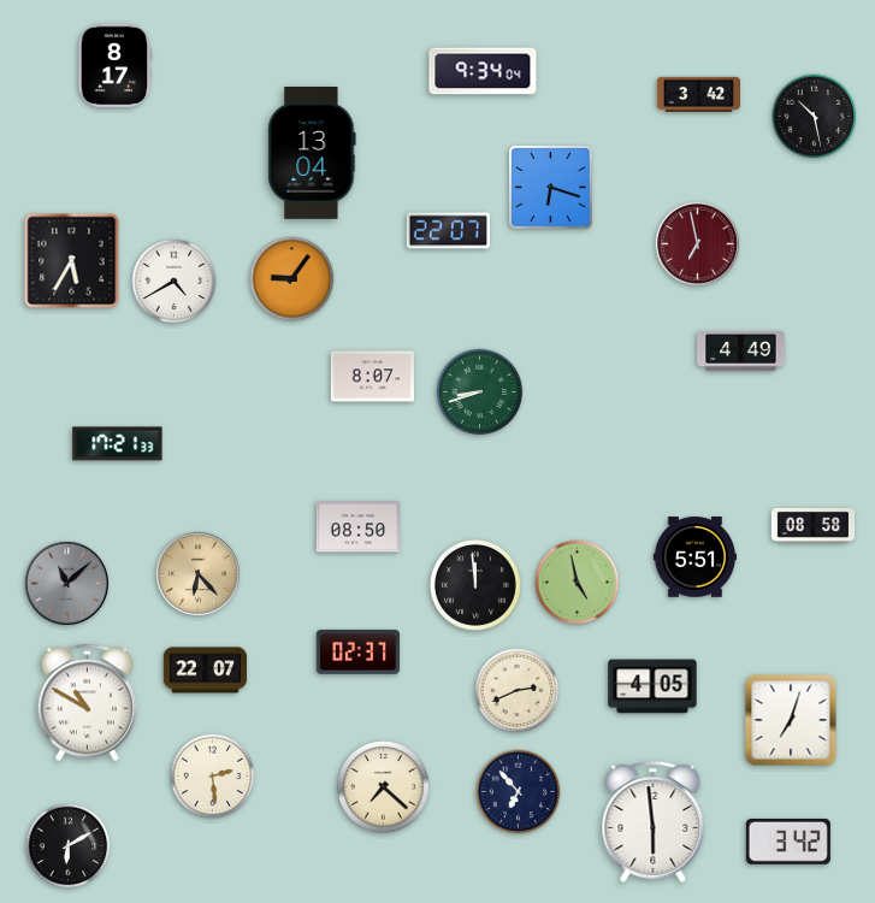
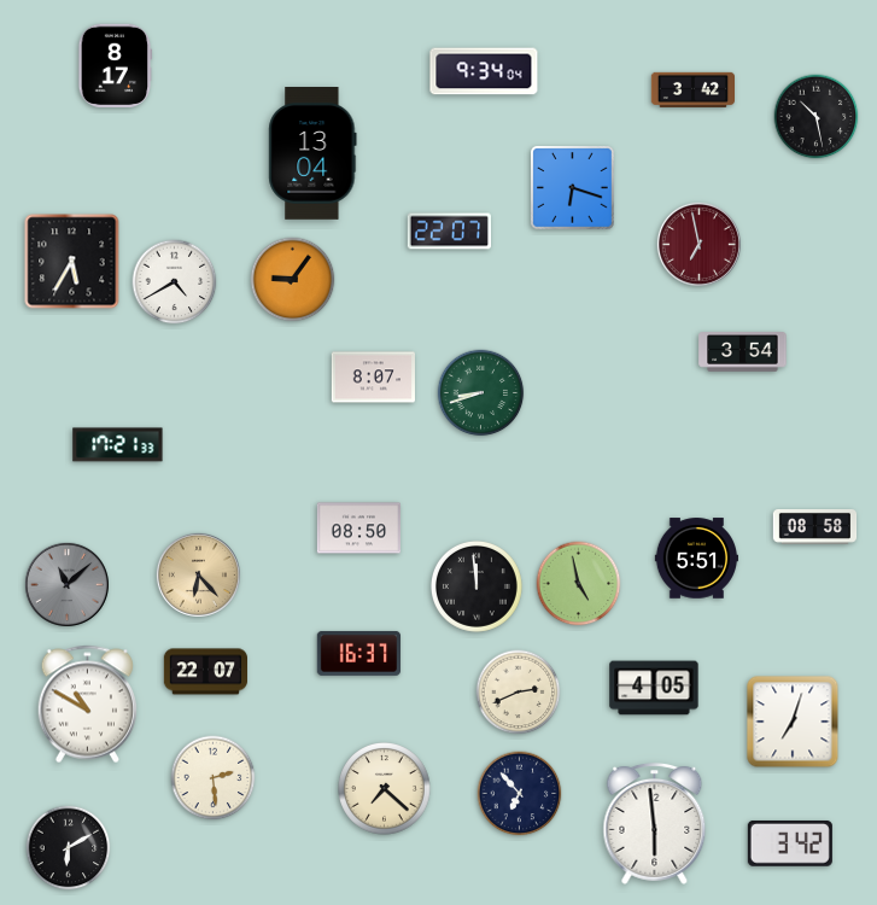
clock at (698, 94) position: (698, 94) -> (692, 89)
clock at (551, 188) position: (551, 188) -> (573, 188)
clock at (741, 352): 4:49 -> 3:54
clock at (357, 651): 02:37 -> 16:37
